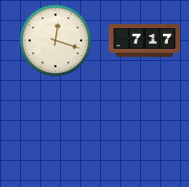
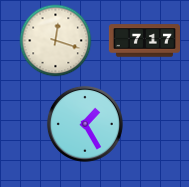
clock at (85, 124): none -> 1:25
